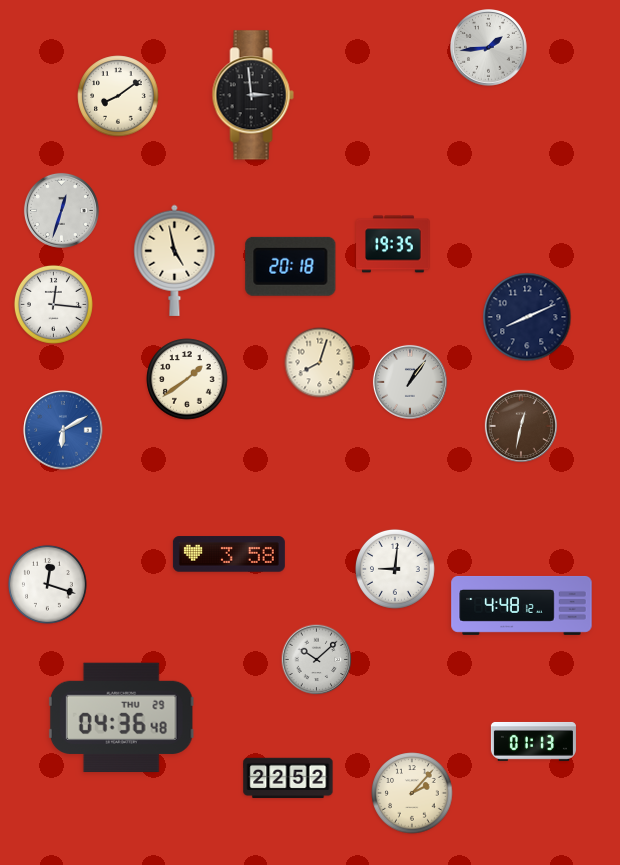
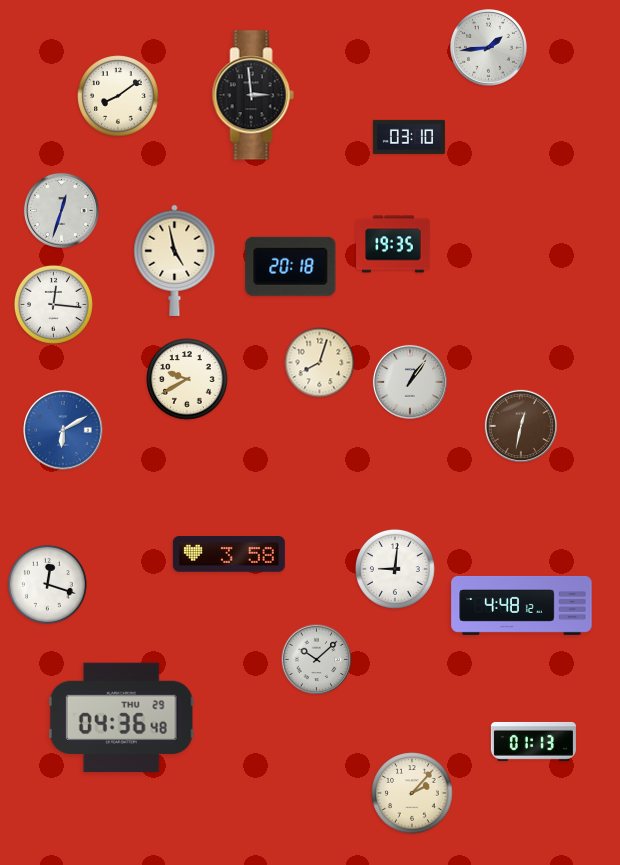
clock at (409, 137): none -> 03:10
clock at (527, 317): 8:11 -> none
clock at (187, 379): 1:39 -> 9:40
clock at (288, 778): 22:52 -> none
